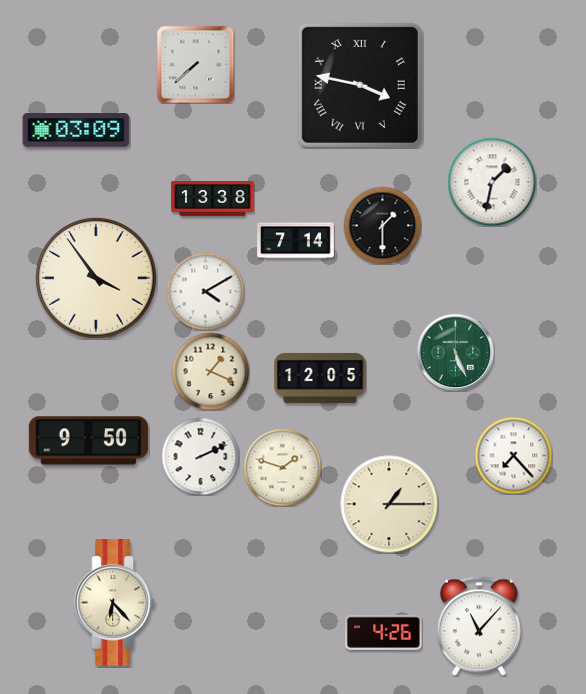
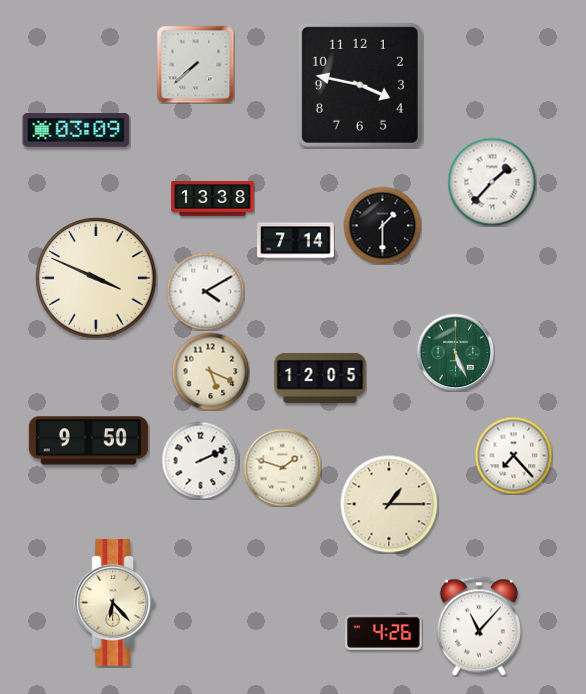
clock at (360, 85) numerals: Roman -> Arabic
clock at (492, 182): 1:32 -> 1:37
clock at (96, 278): 3:54 -> 3:49
clock at (210, 371): 1:19 -> 5:19
clock at (200, 456) position: (200, 456) -> (200, 460)
